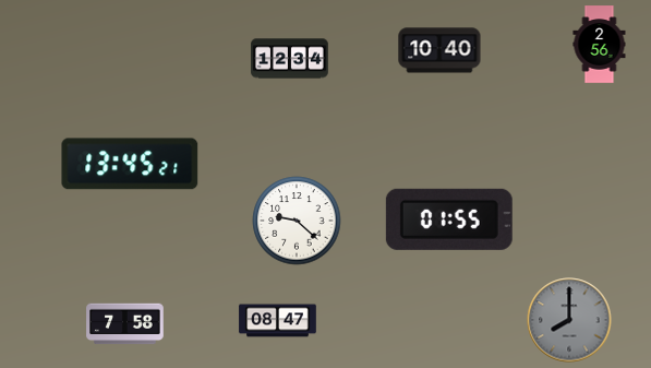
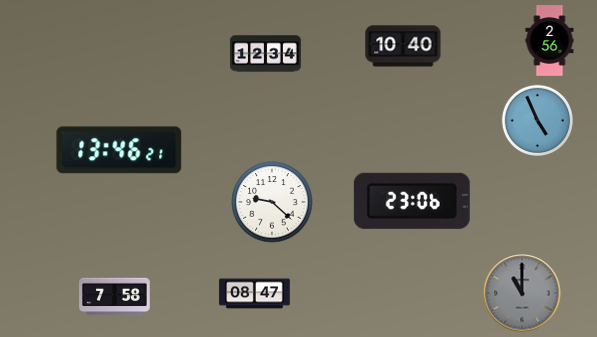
clock at (537, 120): none -> 4:56
clock at (130, 164): 13:45 -> 13:46
clock at (449, 219): 01:55 -> 23:06
clock at (569, 320): 8:00 -> 11:00
